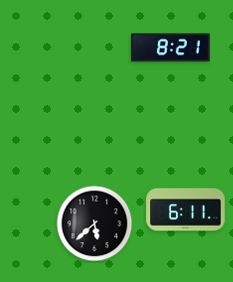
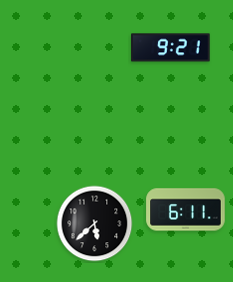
clock at (171, 48): 8:21 -> 9:21
